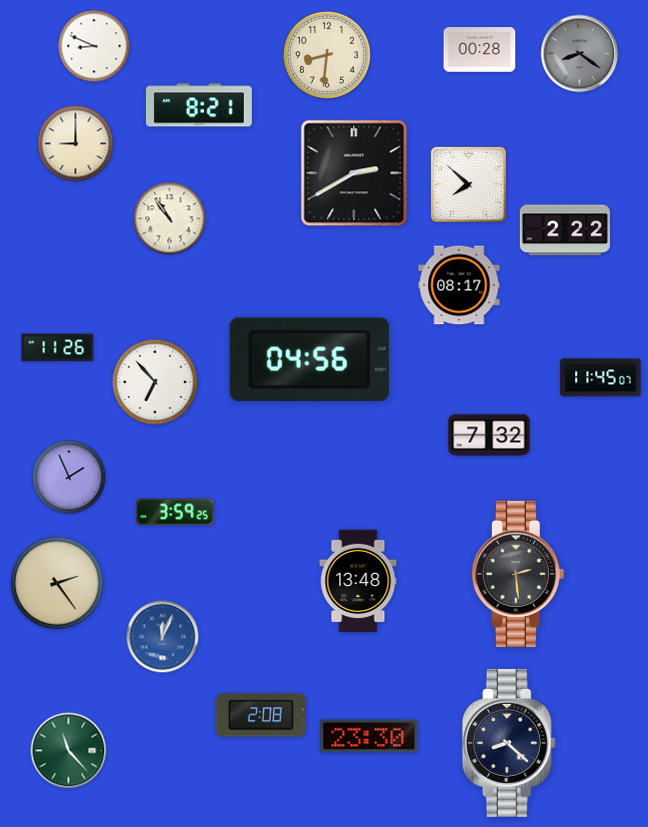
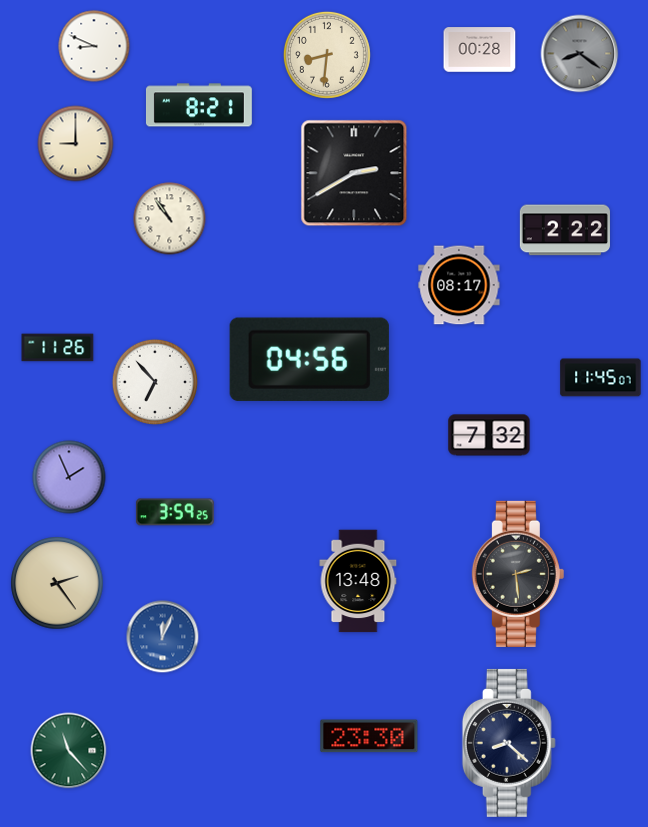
clock at (468, 184): 7:52 -> none
clock at (261, 715): 2:08 -> none
